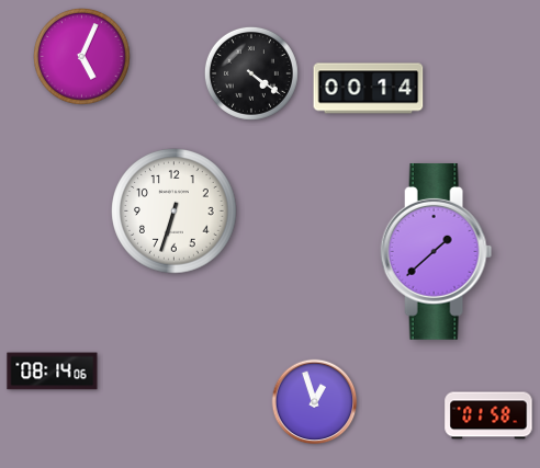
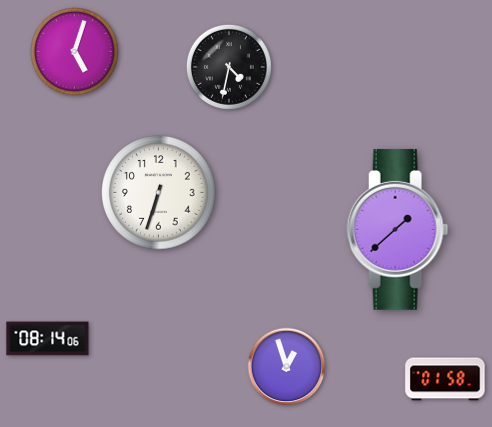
clock at (82, 57): 5:04 -> 5:03
clock at (251, 73): 4:21 -> 4:32
clock at (369, 89): 00:14 -> none
